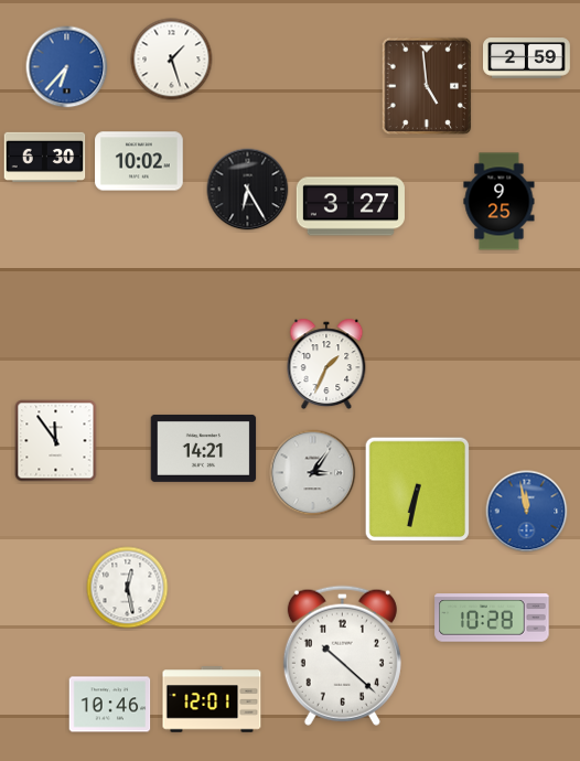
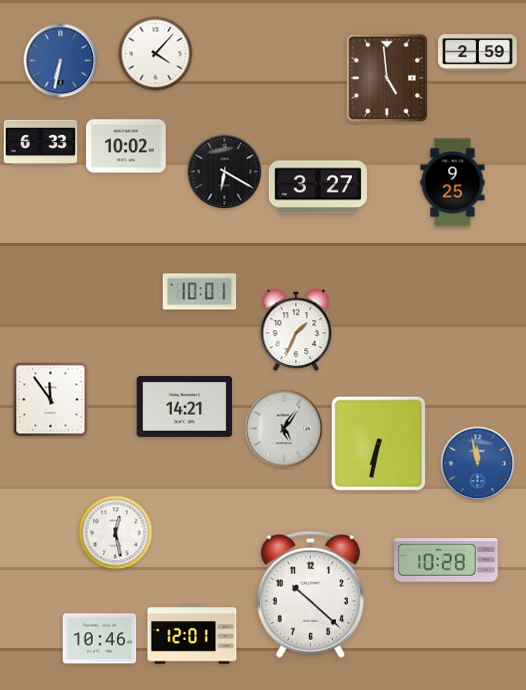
clock at (172, 60): 1:27 -> 4:07
clock at (67, 67): 6:37 -> 6:32
clock at (45, 157): 6:30 -> 6:33
clock at (248, 190): 6:25 -> 6:20
clock at (200, 292): none -> 10:01
clock at (313, 473): 3:06 -> 5:06
